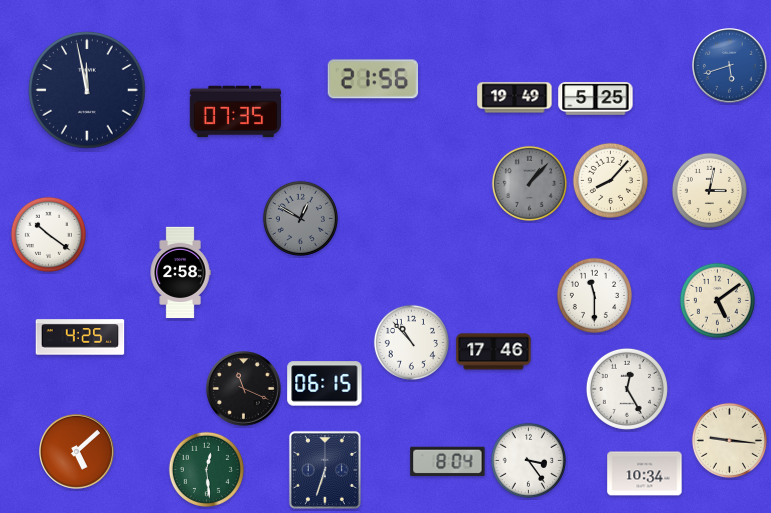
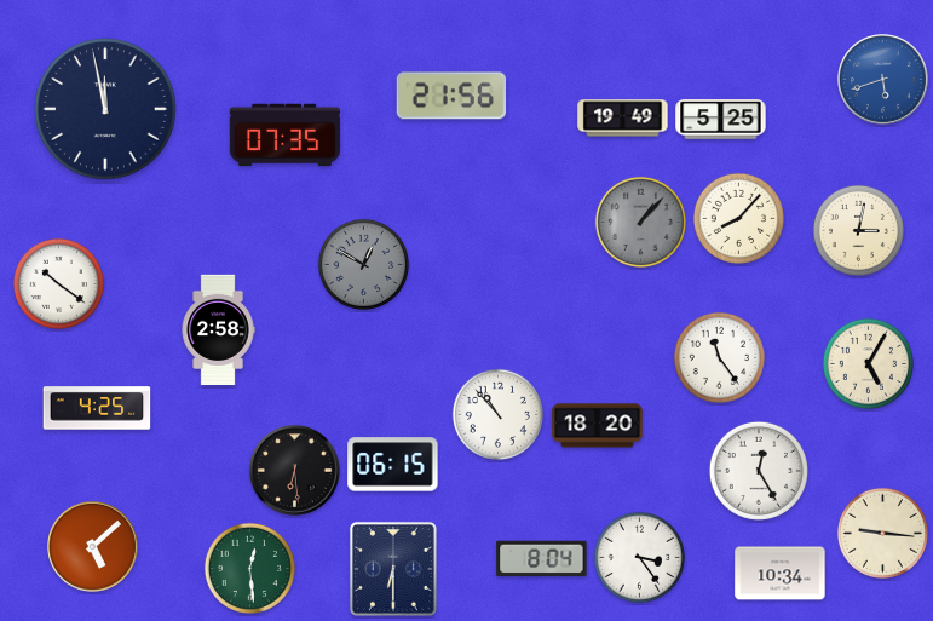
clock at (594, 295): 11:30 -> 11:24
clock at (717, 300): 5:09 -> 5:05
clock at (494, 352): 17:46 -> 18:20
clock at (244, 389): 11:19 -> 6:29
clock at (325, 470): 6:33 -> 6:30
